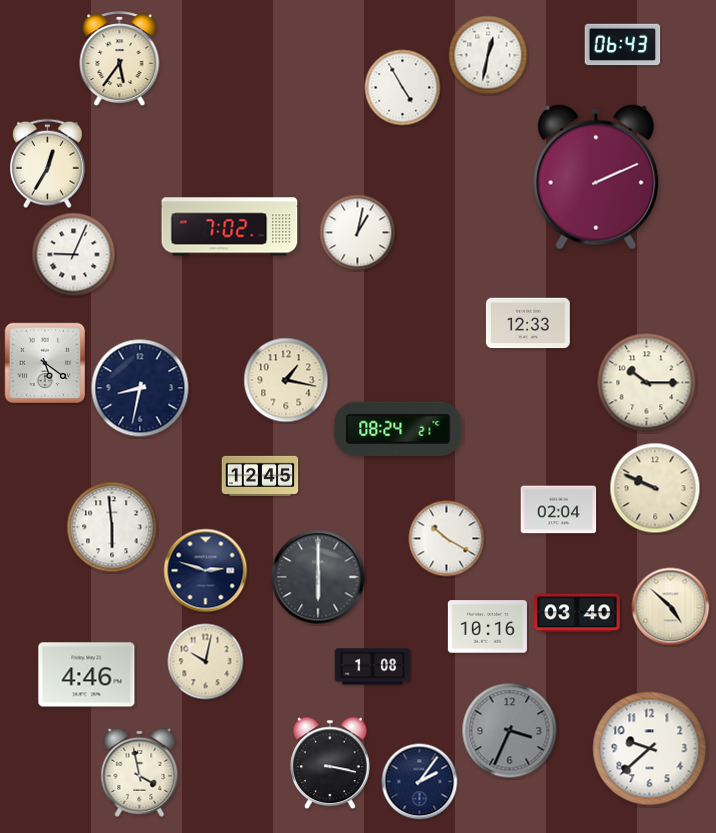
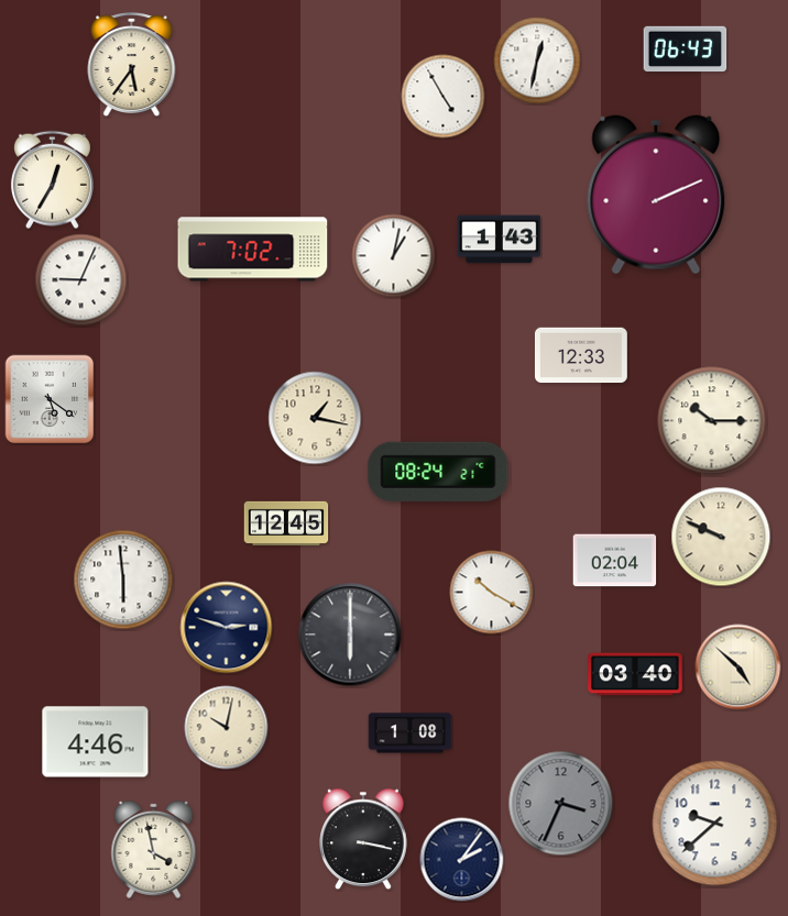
clock at (500, 240): none -> 1:43
clock at (140, 388): 8:32 -> none
clock at (487, 627): 10:16 -> none
